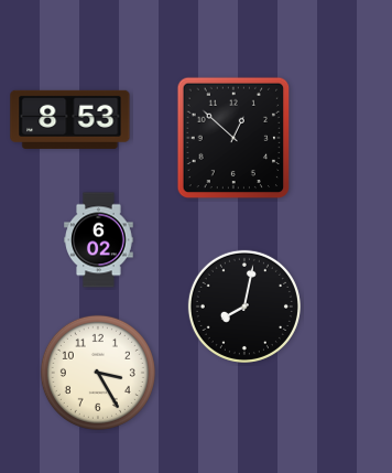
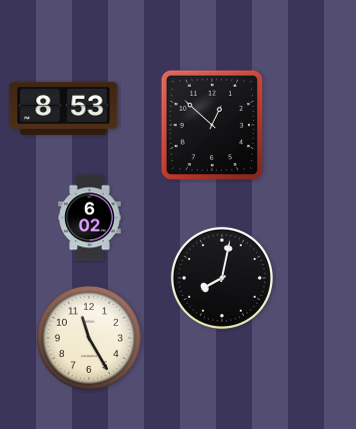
clock at (98, 373): 3:25 -> 11:25
